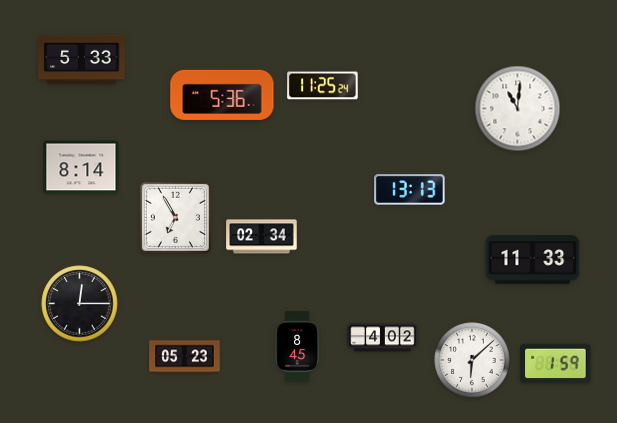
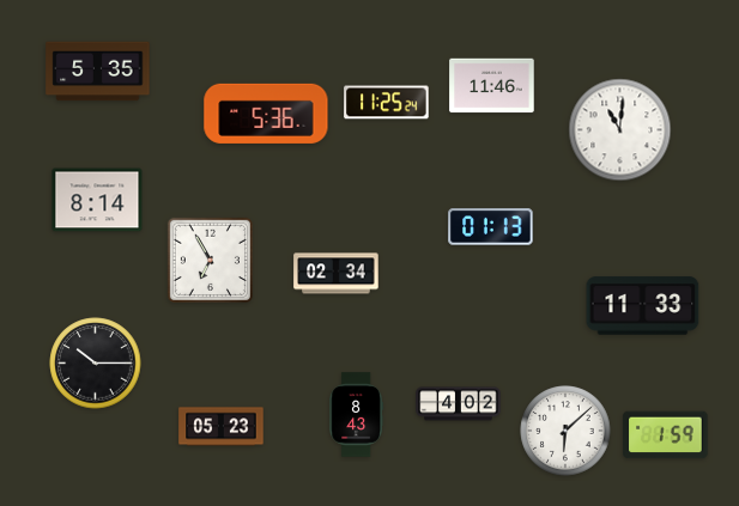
clock at (82, 60): 5:33 -> 5:35
clock at (492, 86): none -> 11:46
clock at (410, 190): 13:13 -> 01:13
clock at (262, 237) position: (262, 237) -> (337, 274)
clock at (533, 260) position: (533, 260) -> (643, 306)
clock at (80, 304): 12:15 -> 10:15
clock at (297, 347): 8:45 -> 8:43
